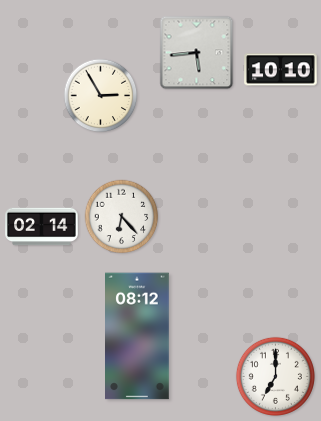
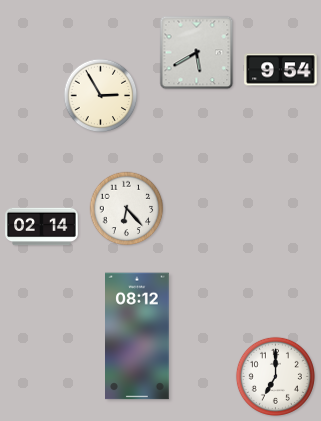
clock at (197, 53): 5:44 -> 5:40
clock at (281, 70): 10:10 -> 9:54
clock at (122, 217) position: (122, 217) -> (127, 209)
